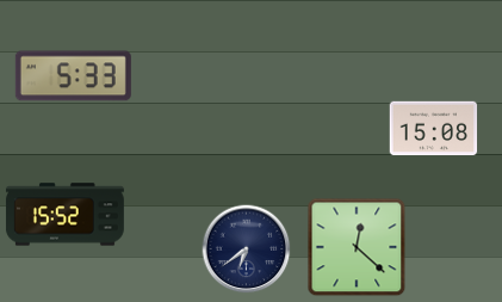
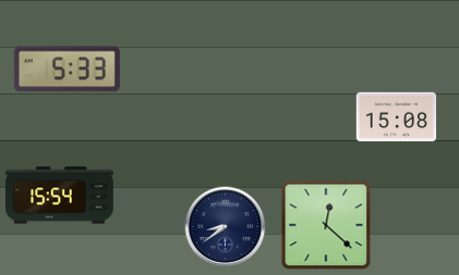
clock at (64, 215): 15:52 -> 15:54
clock at (247, 249): 6:39 -> 8:39
